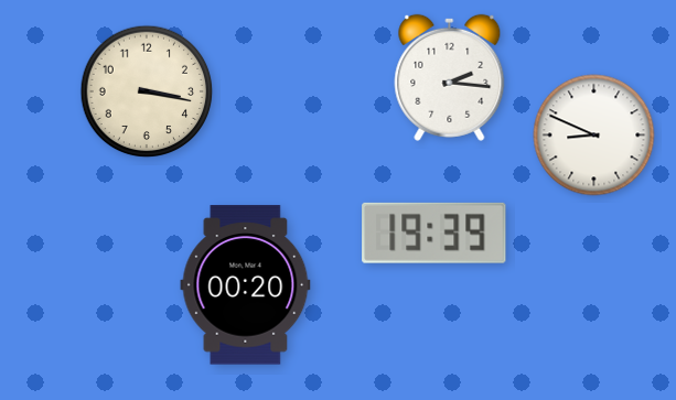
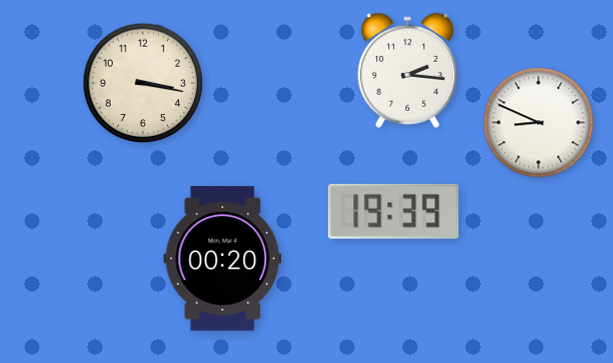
clock at (147, 91) position: (147, 91) -> (143, 83)
